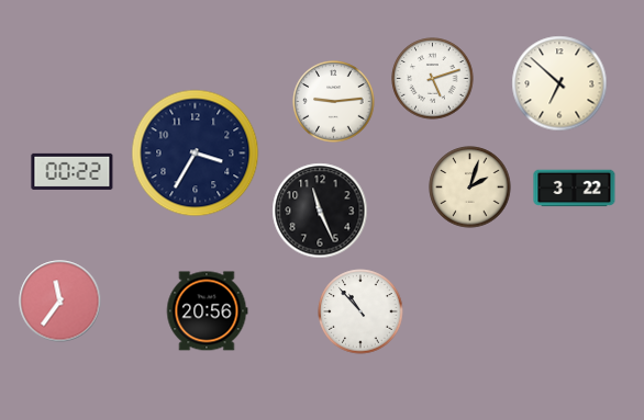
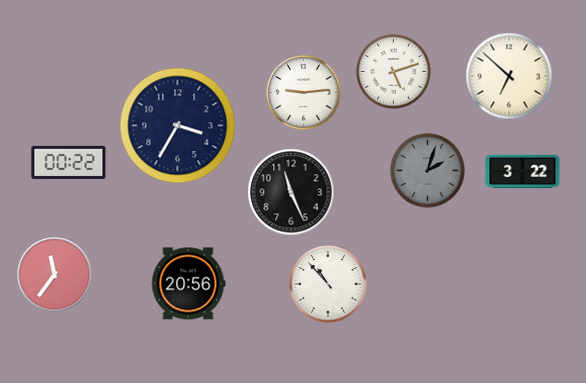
clock at (196, 154) position: (196, 154) -> (178, 126)
clock at (73, 171) position: (73, 171) -> (69, 162)
clock at (470, 188) dial: cream -> grey
